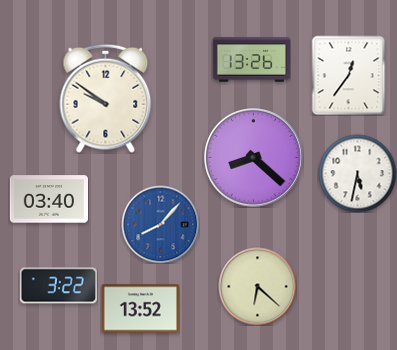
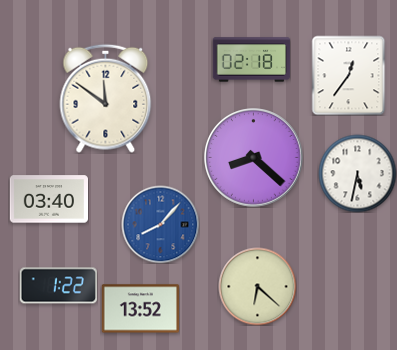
clock at (251, 60): 13:26 -> 02:18
clock at (106, 98): 9:51 -> 11:51
clock at (58, 286): 3:22 -> 1:22
